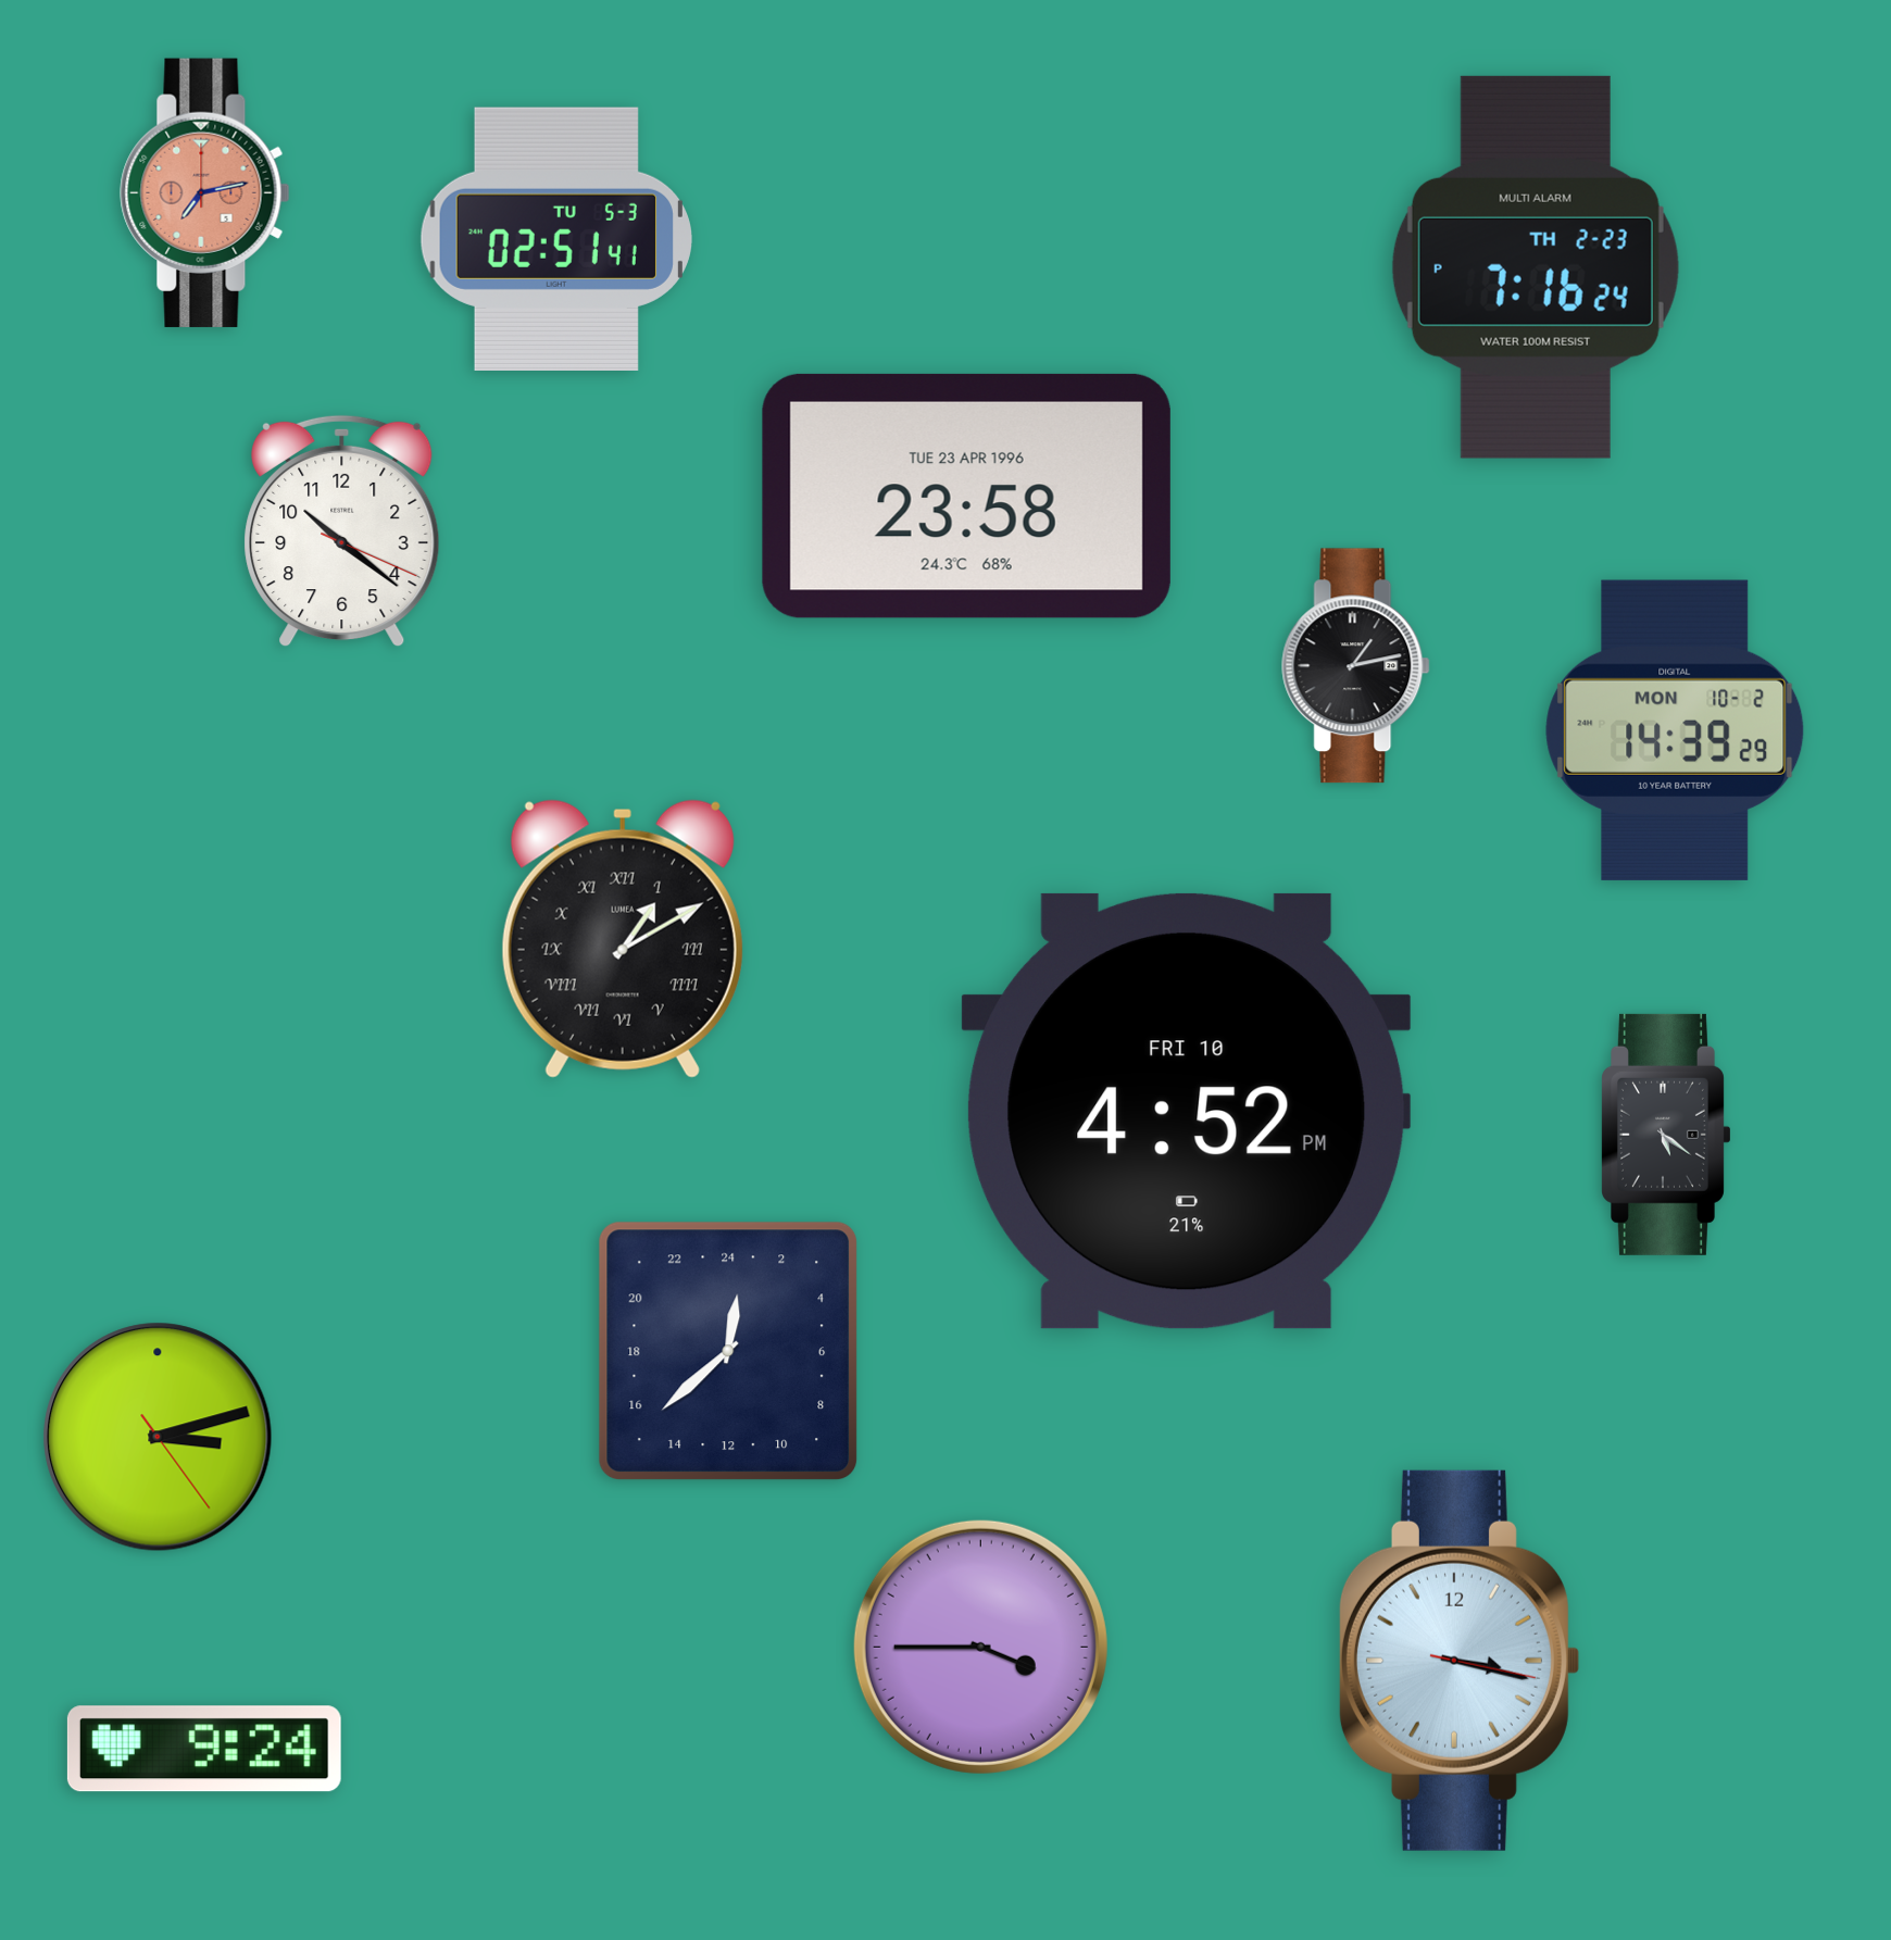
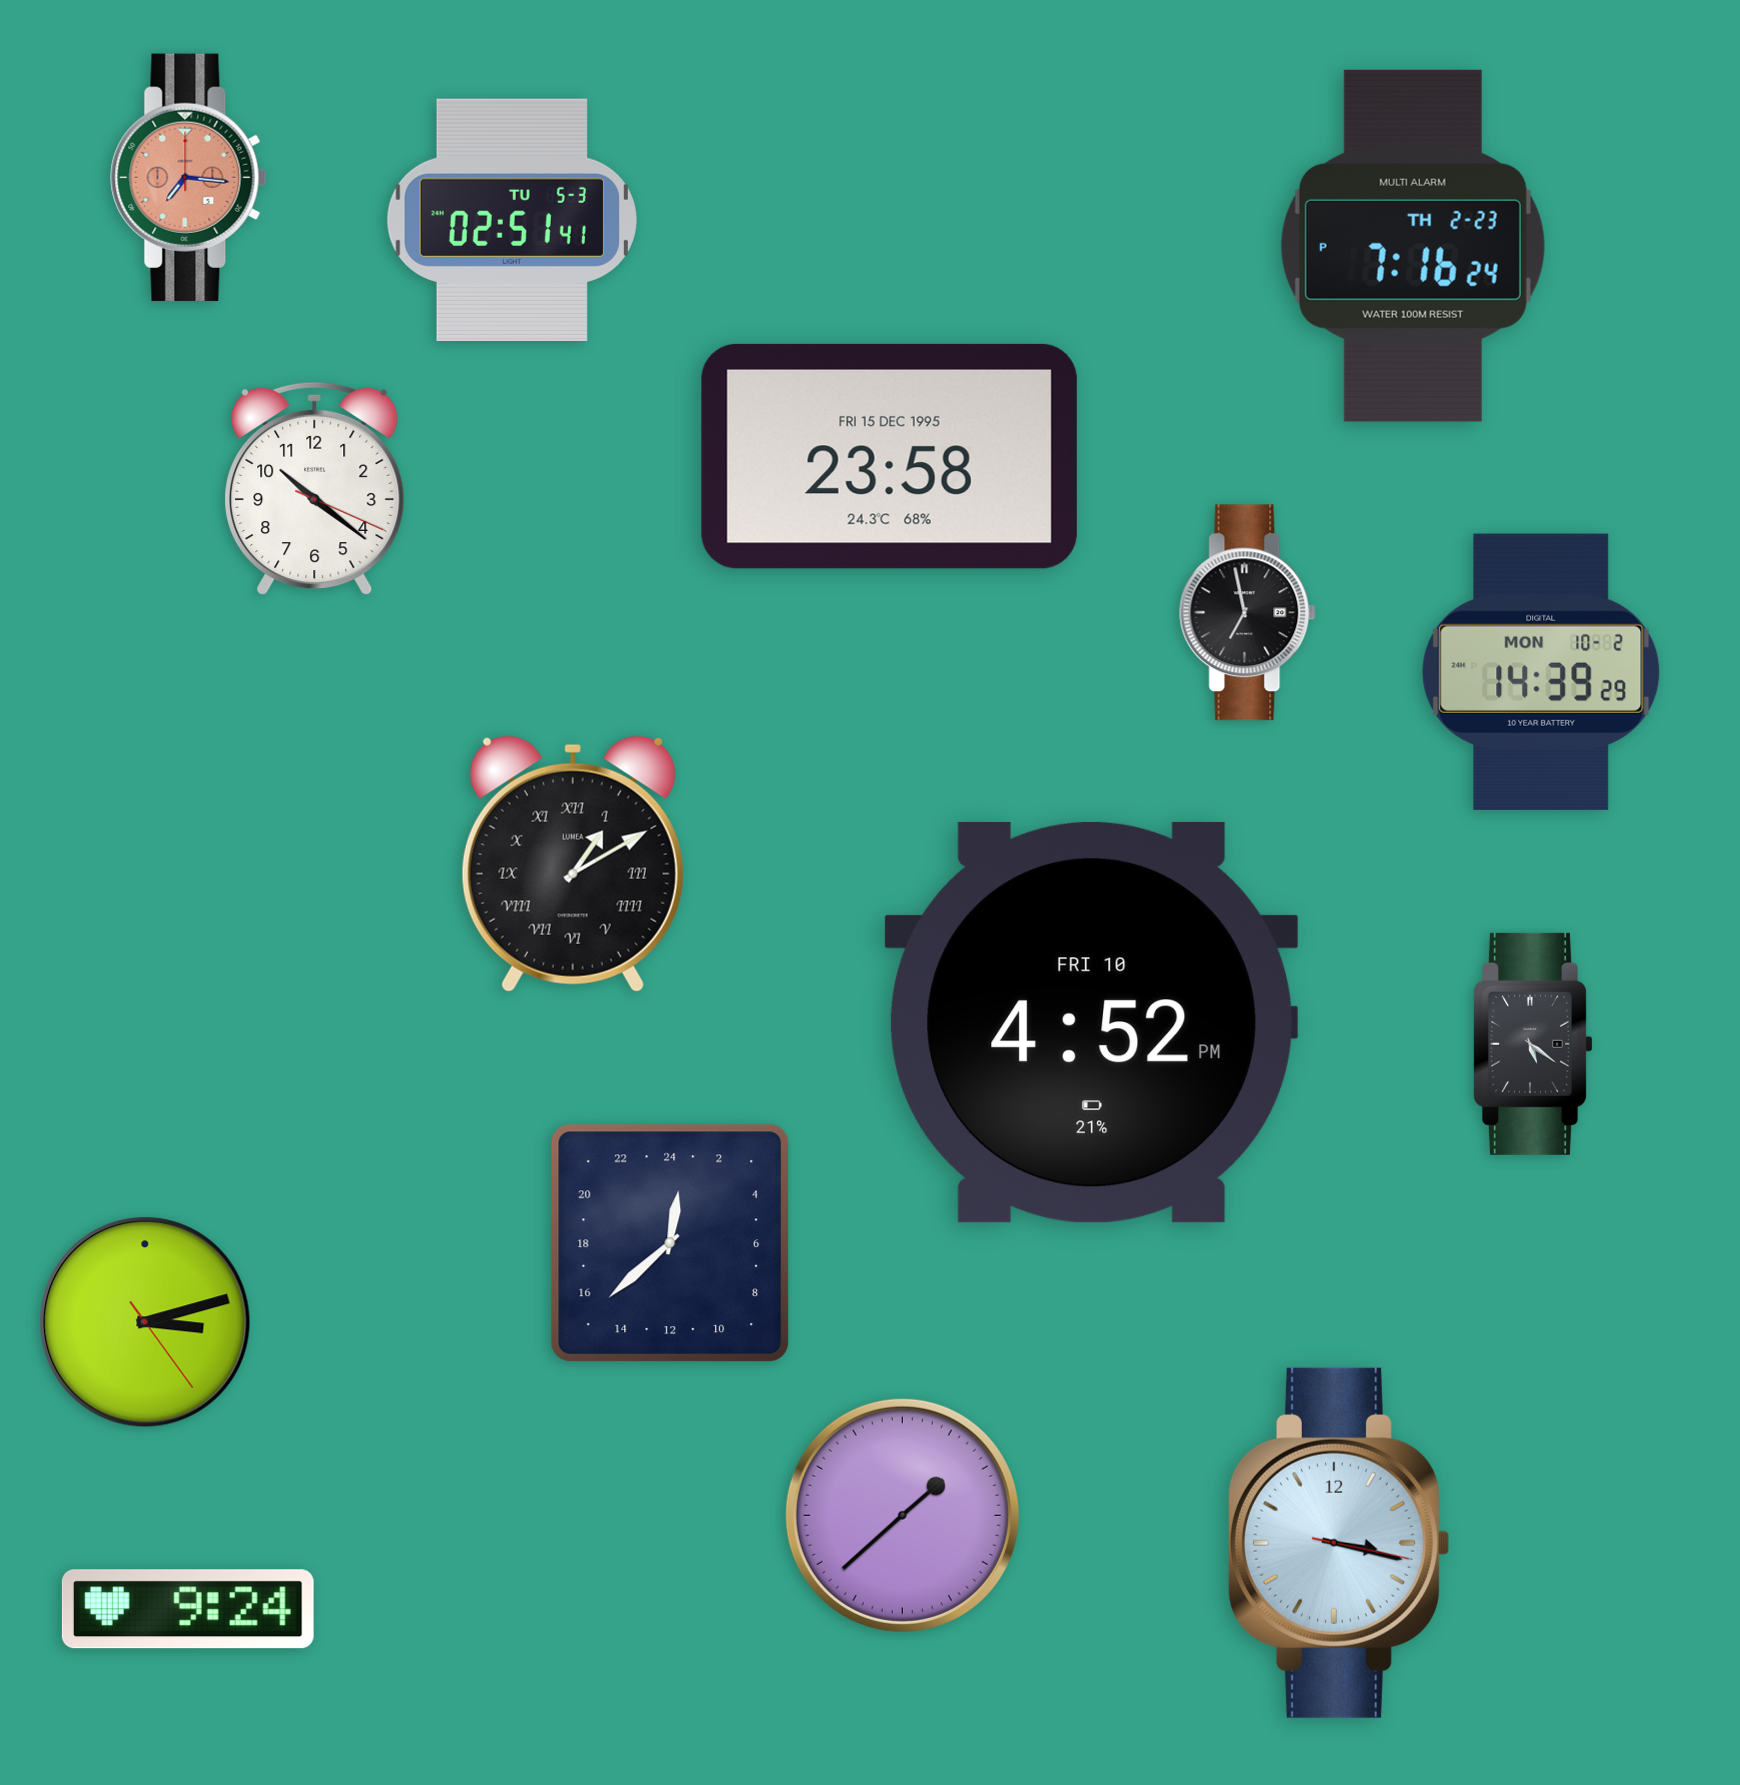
clock at (205, 192): 7:13 -> 7:16
clock at (966, 496) date: TUE 23 APR 1996 -> FRI 15 DEC 1995
clock at (1356, 666): 1:13 -> 6:58
clock at (980, 1647): 3:45 -> 1:38
clock at (1458, 1661) position: (1458, 1661) -> (1338, 1543)
